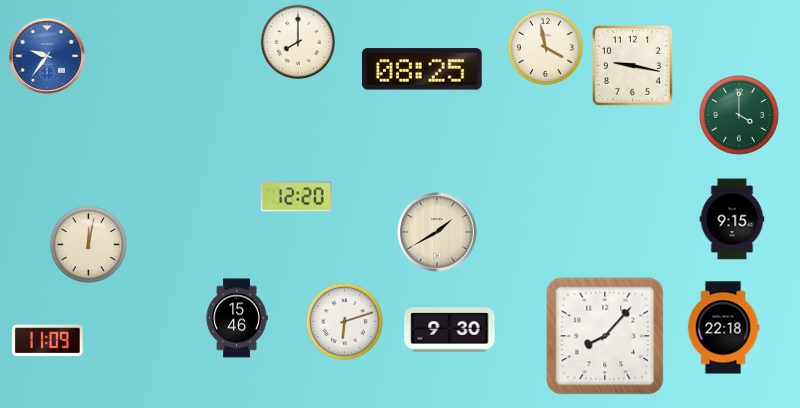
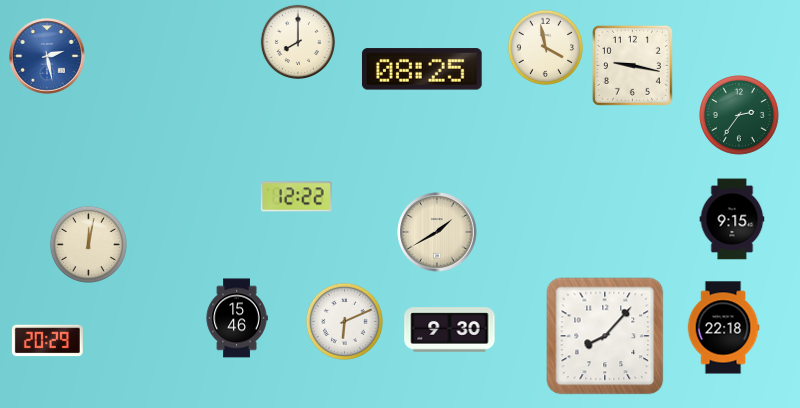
clock at (47, 56): 9:36 -> 2:28
clock at (740, 116): 4:00 -> 2:36
clock at (296, 197): 12:20 -> 12:22
clock at (344, 321): 6:12 -> 6:11
clock at (47, 341): 11:09 -> 20:29
